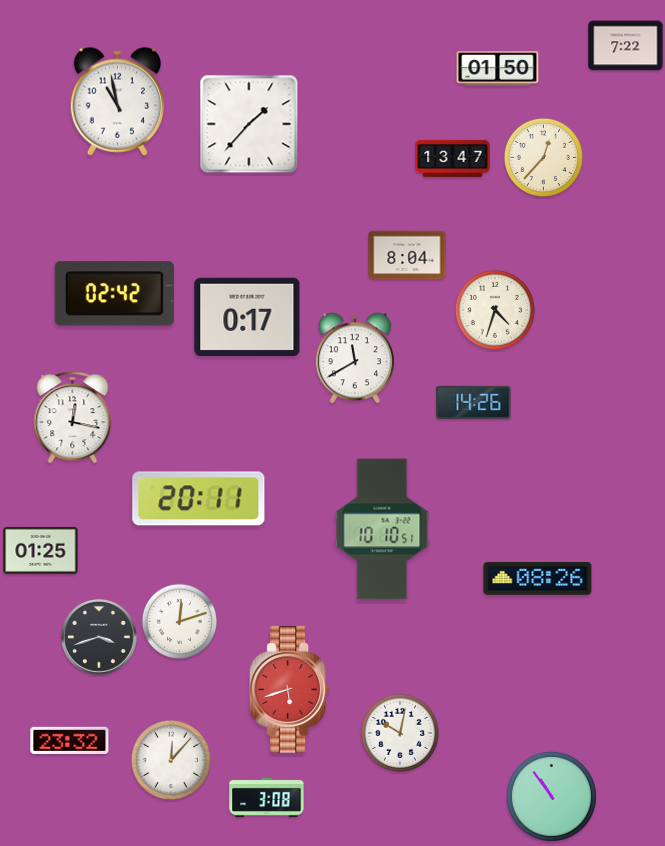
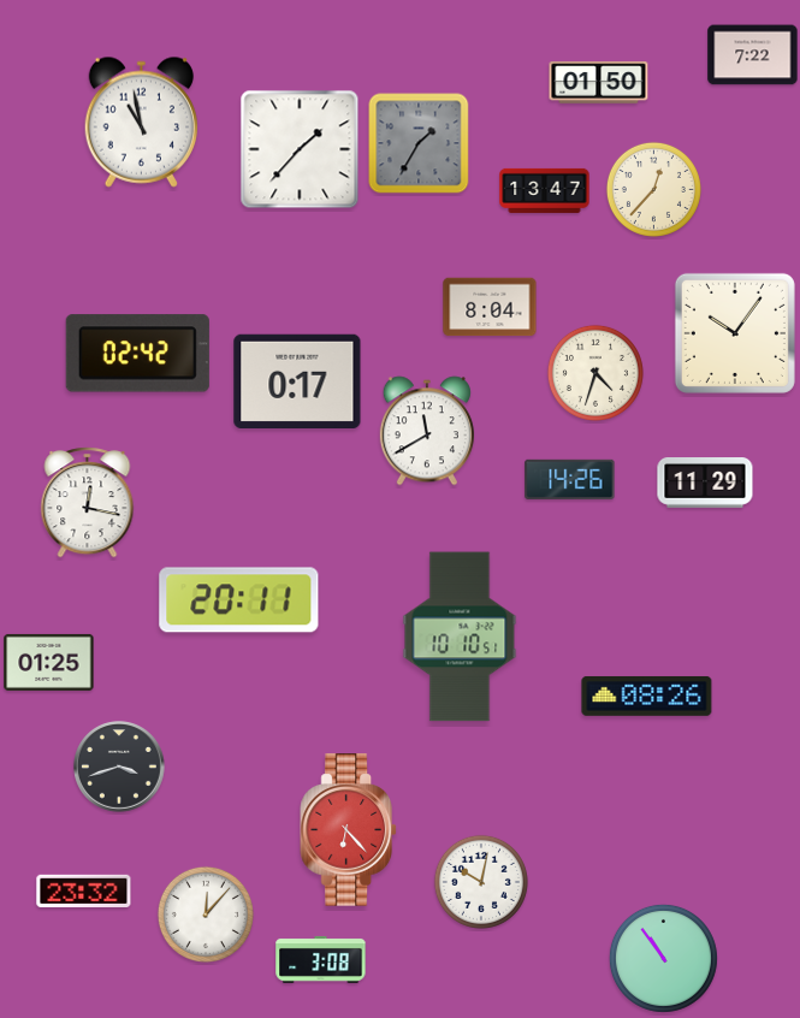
clock at (419, 143): none -> 1:35
clock at (735, 333): none -> 10:06
clock at (474, 402) position: (474, 402) -> (570, 479)
clock at (705, 484): none -> 11:29
clock at (179, 621): 12:12 -> none
clock at (289, 690): 5:42 -> 6:23
